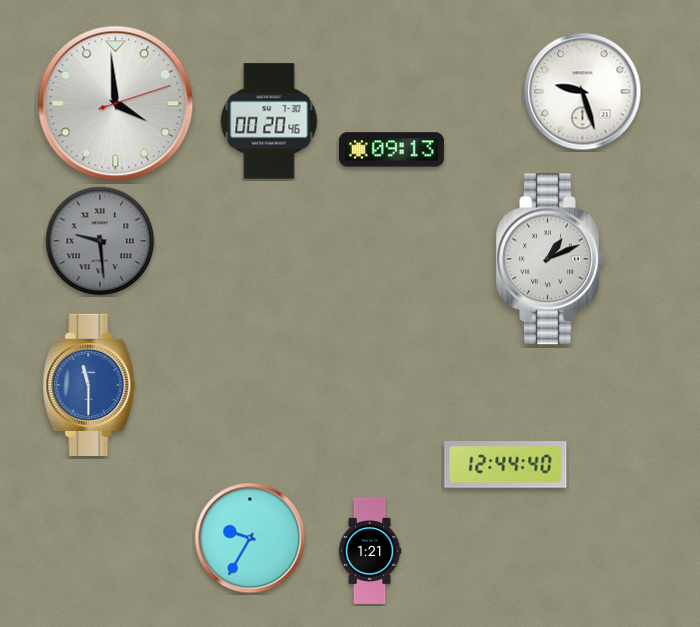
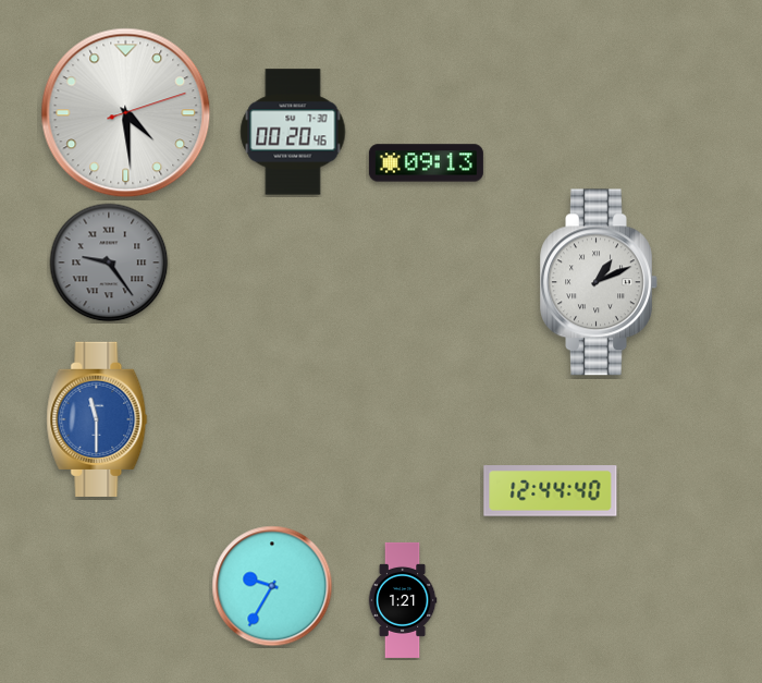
clock at (583, 92): 9:27 -> none
clock at (116, 104): 3:59 -> 4:29
clock at (100, 241): 9:29 -> 9:24
clock at (506, 465) position: (506, 465) -> (551, 491)
